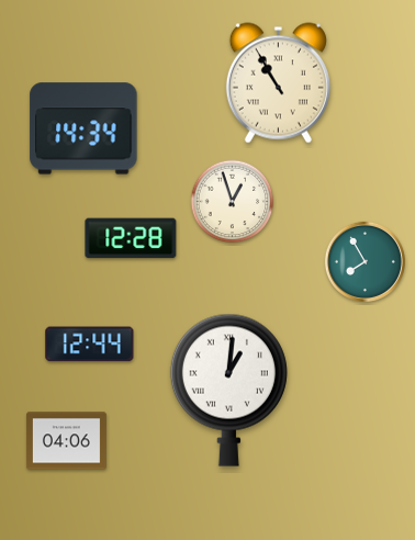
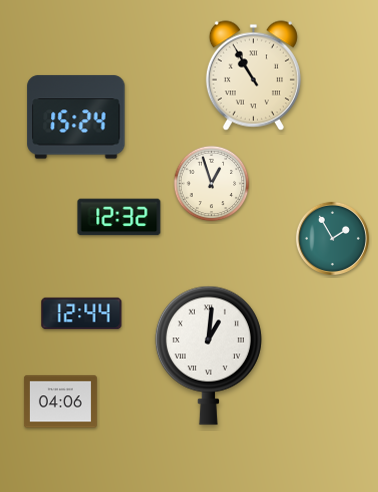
clock at (83, 128): 14:34 -> 15:24
clock at (131, 238): 12:28 -> 12:32
clock at (364, 261): 7:55 -> 1:55
